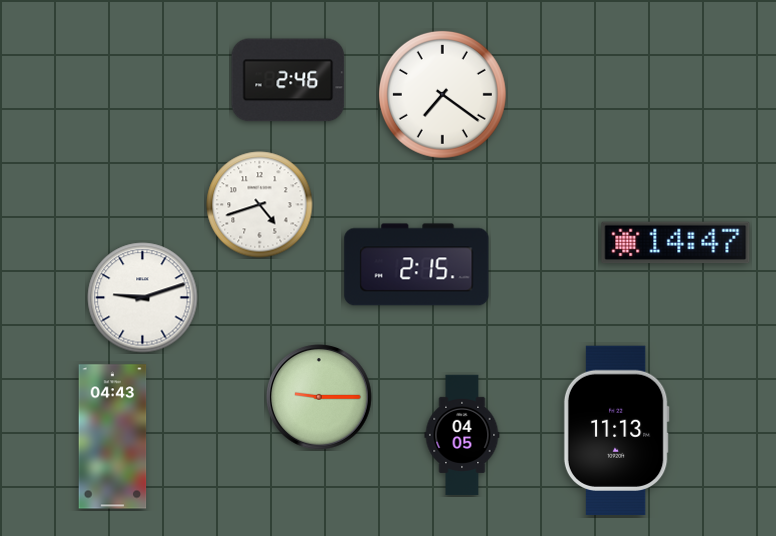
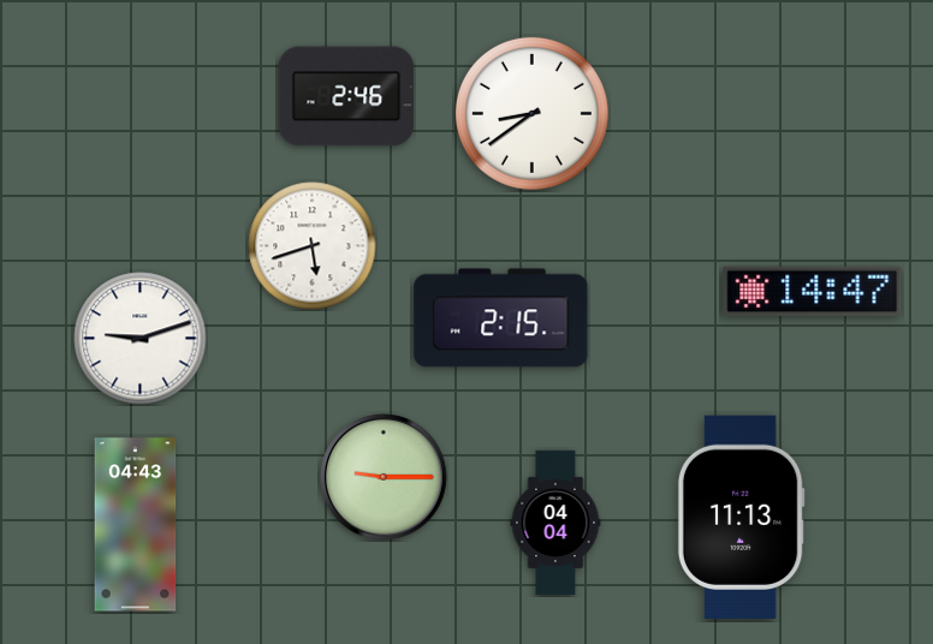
clock at (442, 94): 7:21 -> 8:39
clock at (260, 205): 4:42 -> 5:42
clock at (143, 298) position: (143, 298) -> (141, 339)
clock at (462, 435): 04:05 -> 04:04
